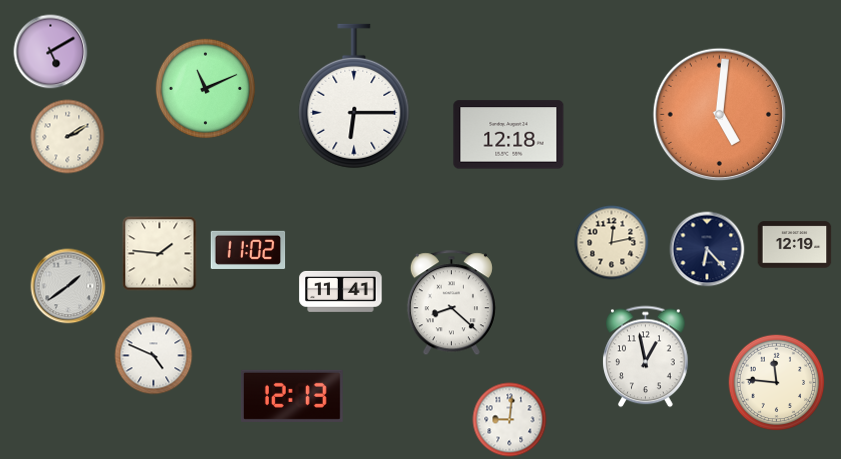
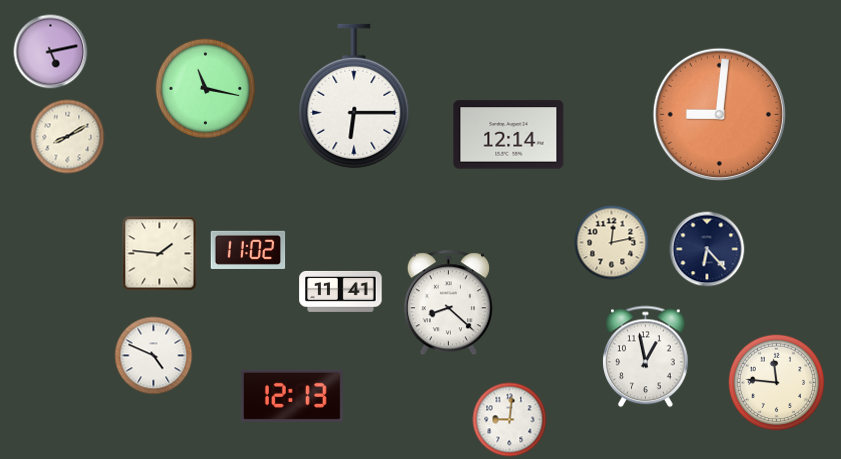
clock at (51, 52): 5:10 -> 5:13
clock at (205, 88): 11:11 -> 11:17
clock at (719, 114): 5:01 -> 9:01
clock at (509, 135): 12:18 -> 12:14
clock at (68, 137): 2:10 -> 8:10
clock at (795, 245): 12:19 -> none
clock at (68, 286): 1:39 -> none
clock at (451, 303) position: (451, 303) -> (448, 303)
